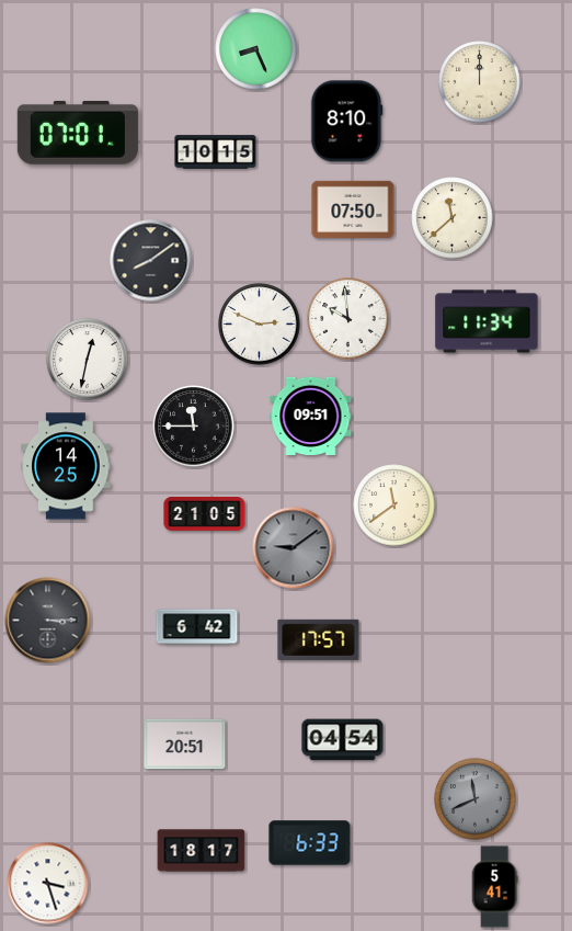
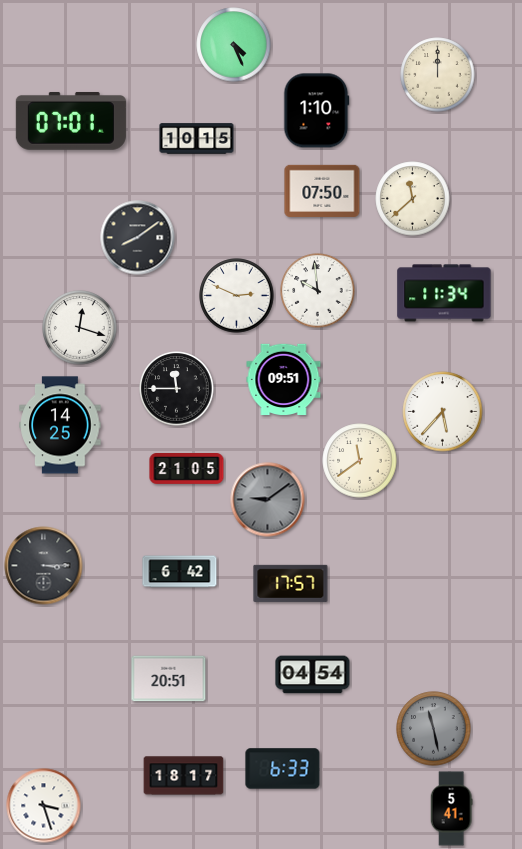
clock at (256, 49): 8:26 -> 4:26
clock at (347, 122): 8:10 -> 1:10
clock at (88, 360): 12:32 -> 12:18
clock at (443, 412): none -> 5:37
clock at (476, 799): 11:41 -> 11:28
